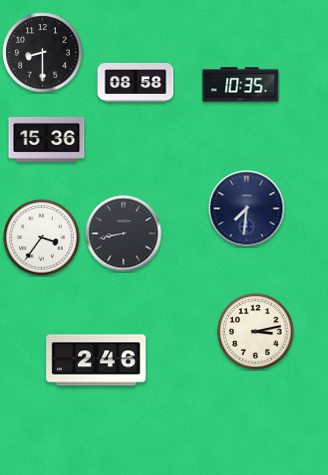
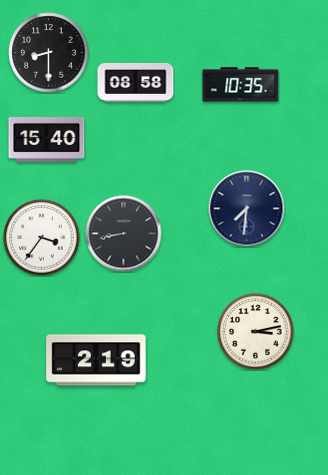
clock at (43, 53) position: (43, 53) -> (49, 53)
clock at (47, 139): 15:36 -> 15:40
clock at (96, 360): 2:46 -> 2:19
